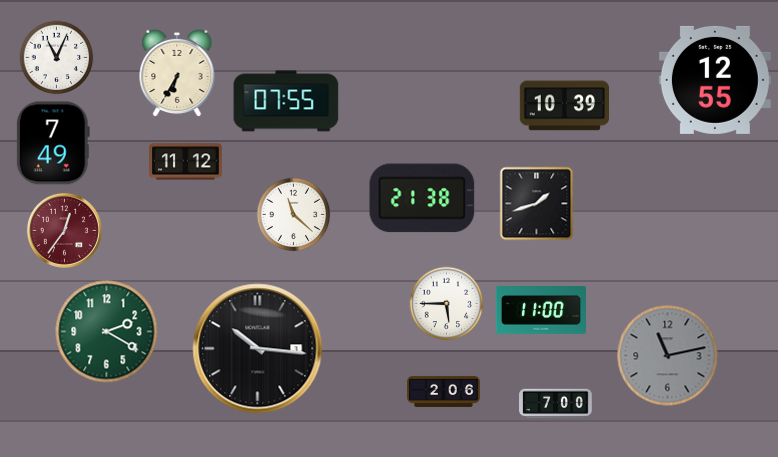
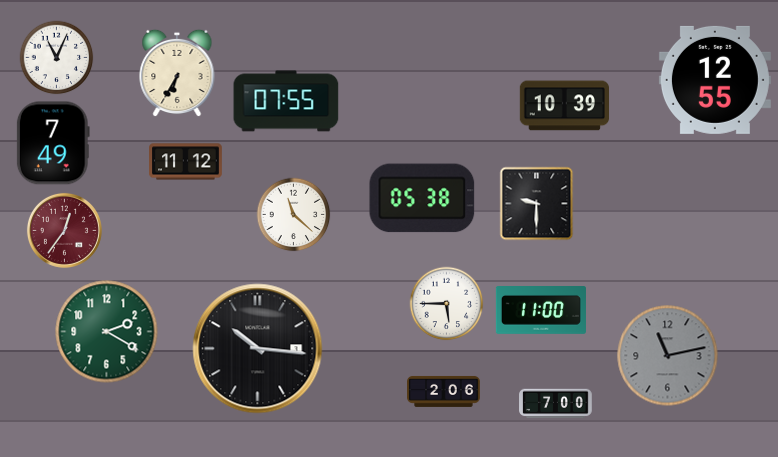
clock at (422, 198): 21:38 -> 05:38
clock at (537, 204): 1:42 -> 9:30
